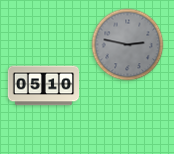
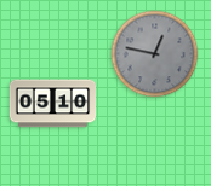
clock at (128, 45): 2:47 -> 12:47
